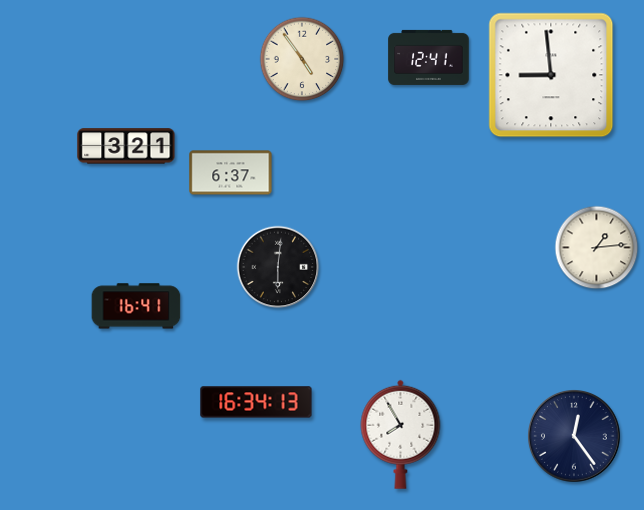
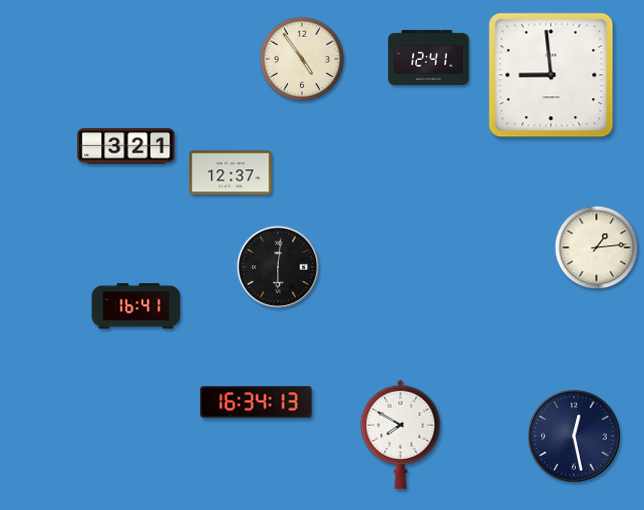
clock at (231, 173): 6:37 -> 12:37
clock at (401, 434): 7:55 -> 7:50
clock at (575, 437): 12:24 -> 12:28
